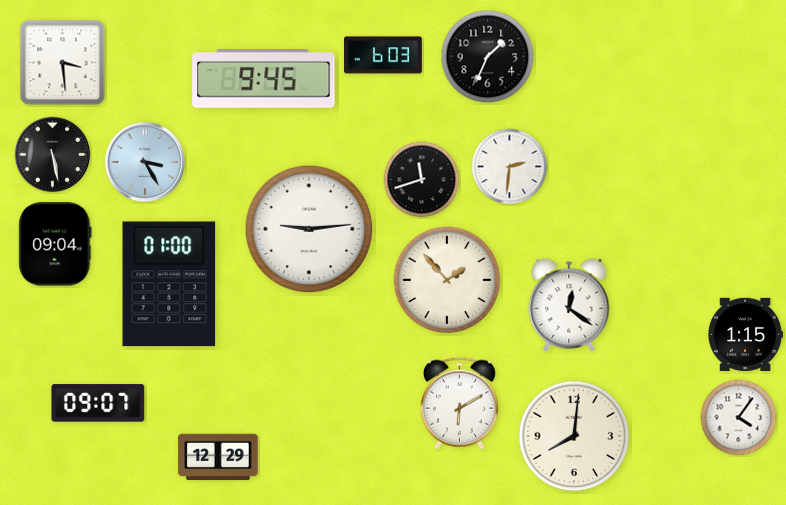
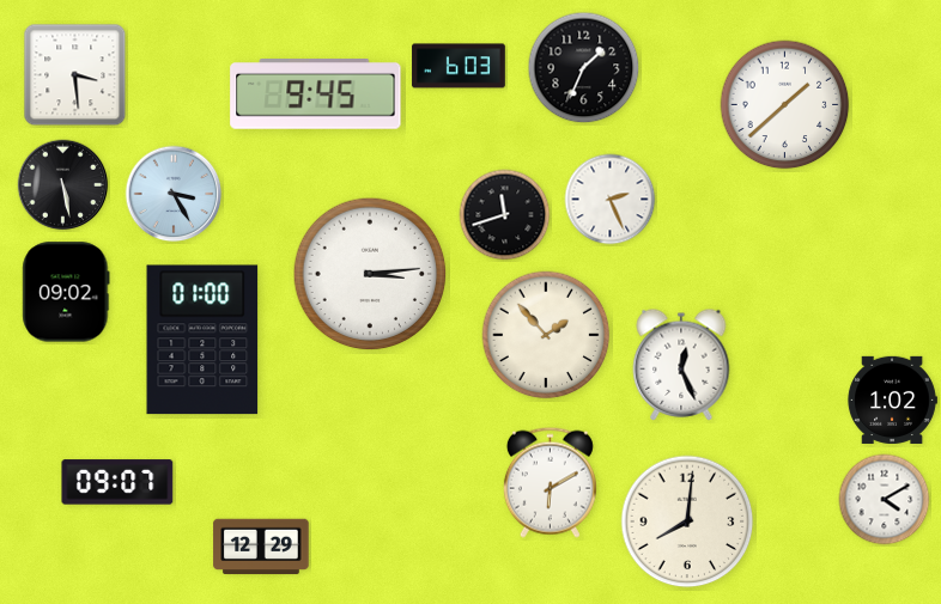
clock at (785, 105): none -> 1:38
clock at (510, 167): 2:31 -> 2:26
clock at (309, 229): 9:14 -> 3:14
clock at (55, 244): 09:04 -> 09:02
clock at (447, 280) position: (447, 280) -> (546, 335)
clock at (569, 305): 12:21 -> 12:26
clock at (745, 334): 1:15 -> 1:02
clock at (739, 418): 4:06 -> 4:10
